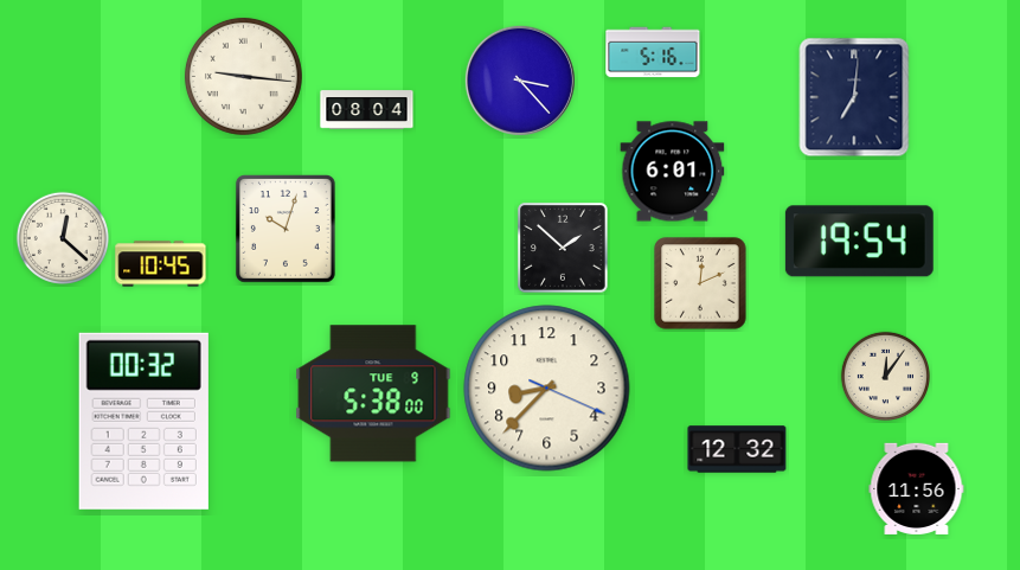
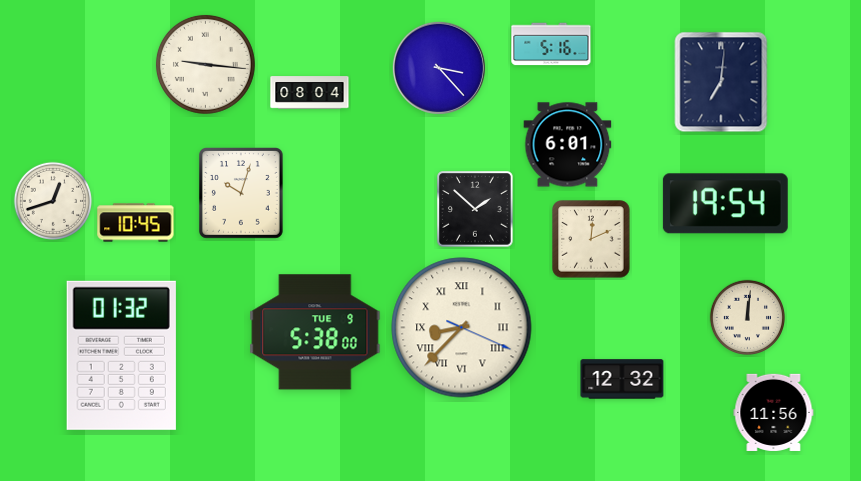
clock at (63, 238): 12:22 -> 12:42
clock at (885, 376): 12:06 -> 12:01
clock at (547, 389) numerals: Arabic -> Roman
clock at (143, 421): 00:32 -> 01:32
